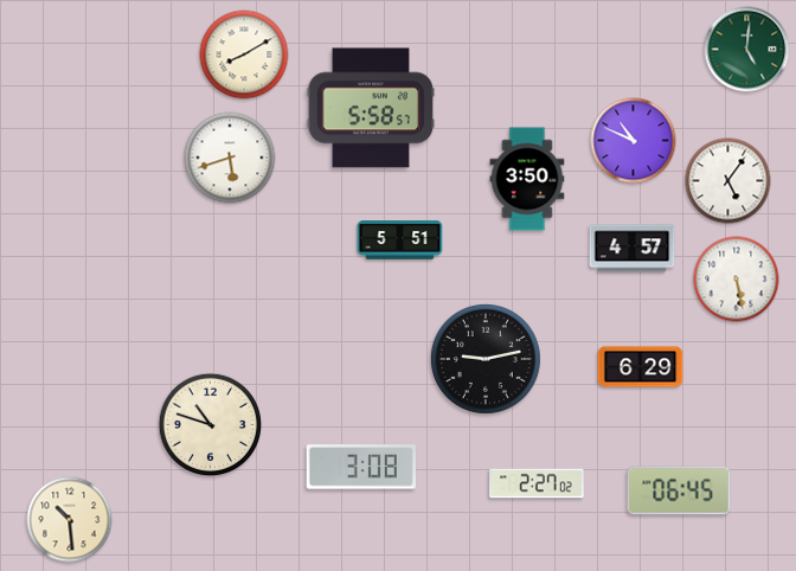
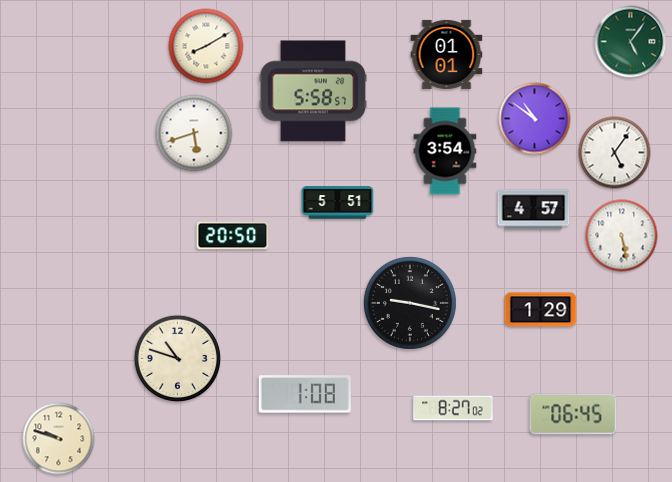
clock at (747, 50): 5:01 -> 5:06
clock at (447, 54): none -> 01:01
clock at (634, 141): 10:49 -> 10:51
clock at (527, 179): 3:50 -> 3:54
clock at (233, 236): none -> 20:50
clock at (486, 359): 9:13 -> 9:17
clock at (641, 367): 6:29 -> 1:29
clock at (361, 467): 3:08 -> 1:08
clock at (537, 483): 2:27 -> 8:27
clock at (70, 520): 10:29 -> 9:48
